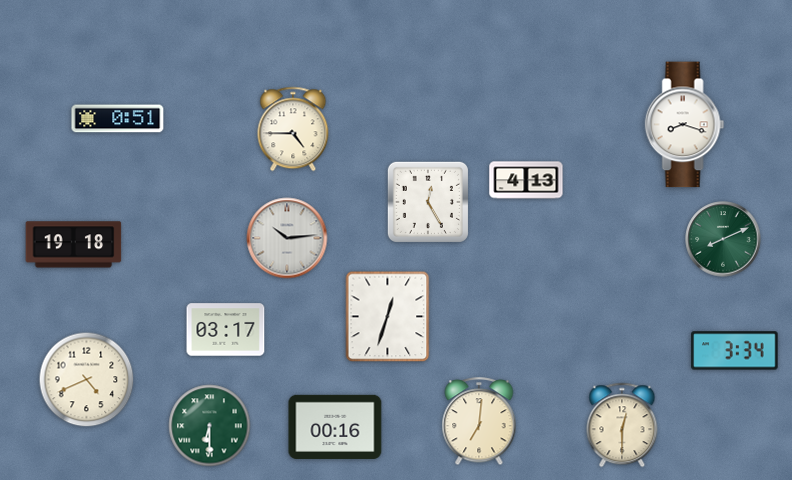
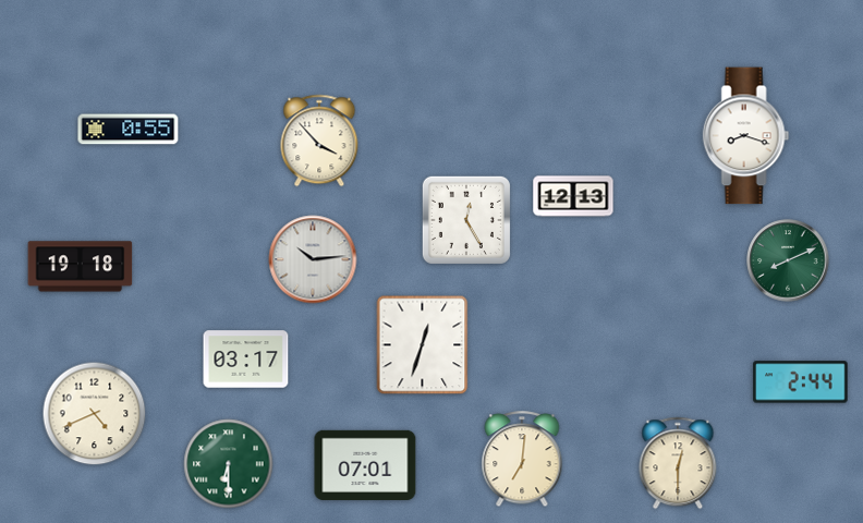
clock at (118, 119): 0:51 -> 0:55
clock at (293, 129): 4:45 -> 3:53
clock at (526, 180): 4:13 -> 12:13
clock at (735, 351): 3:34 -> 2:44
clock at (335, 427): 00:16 -> 07:01
